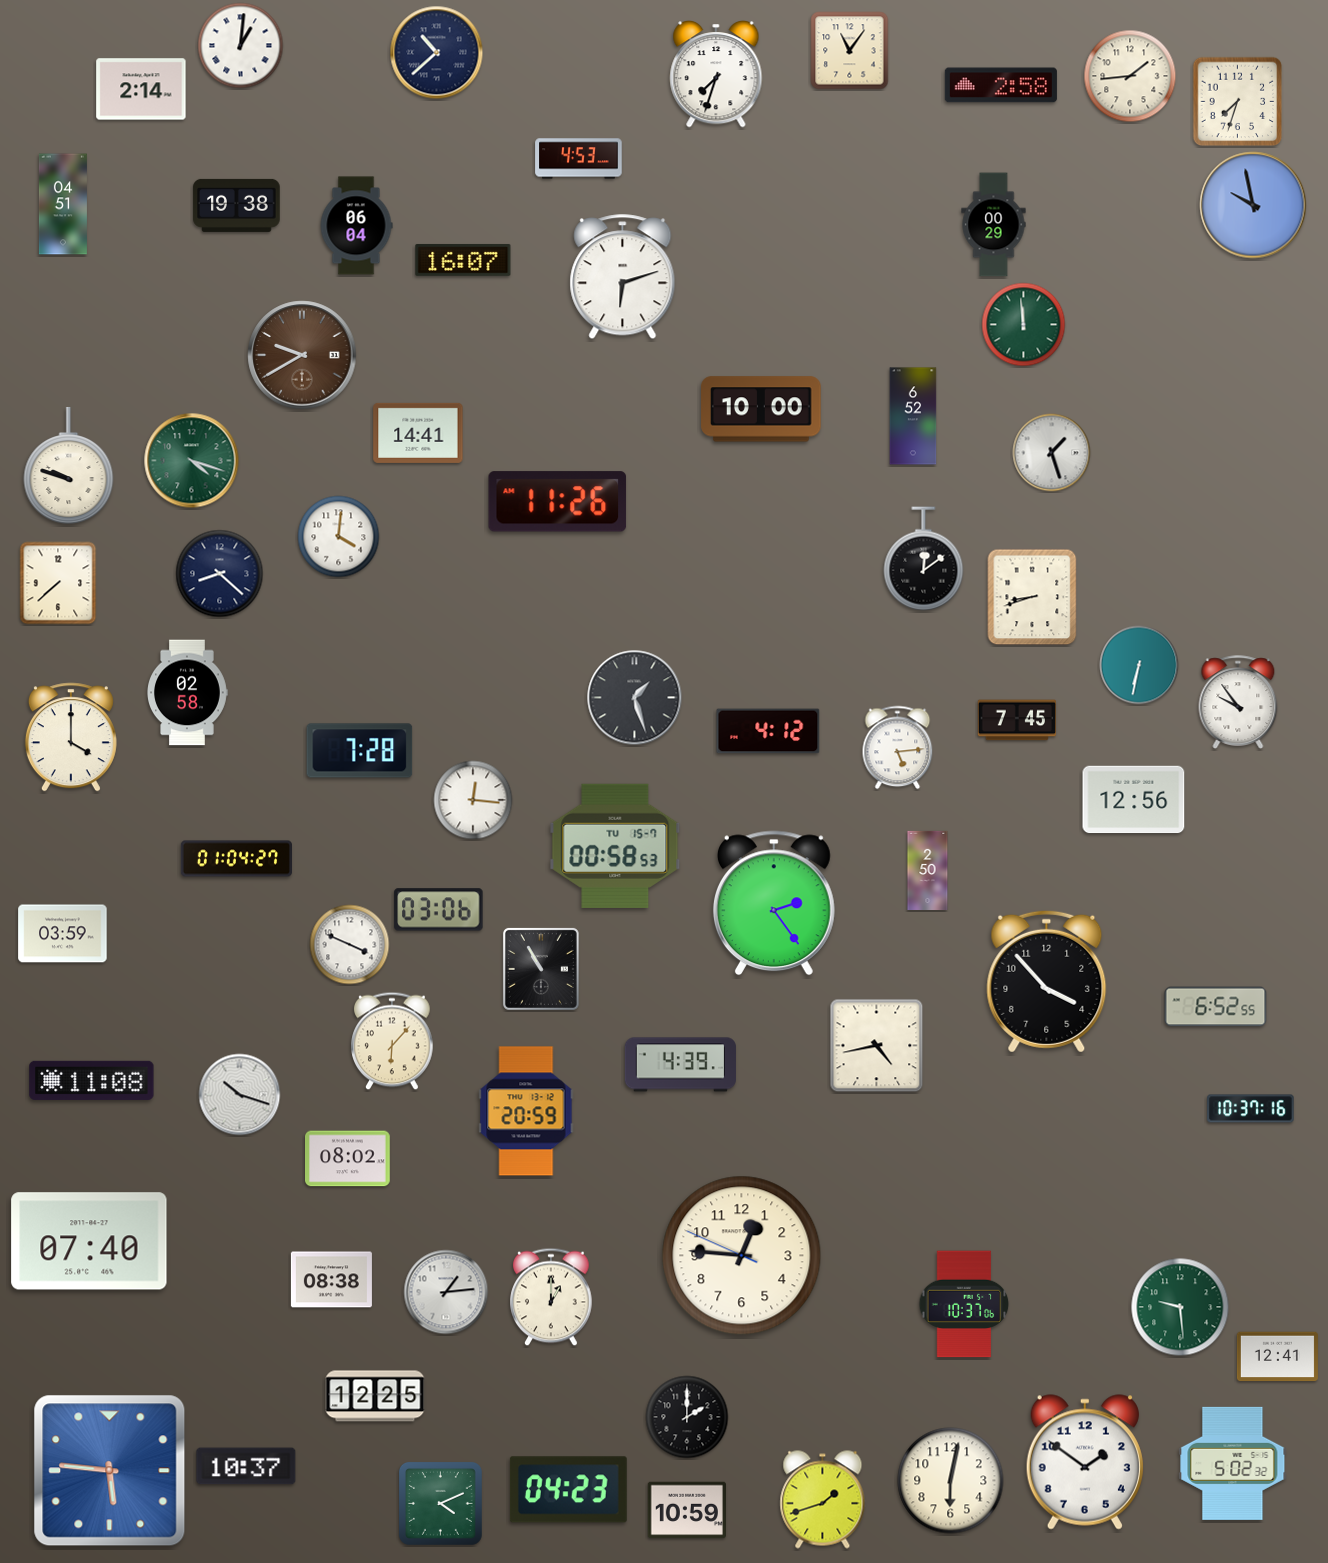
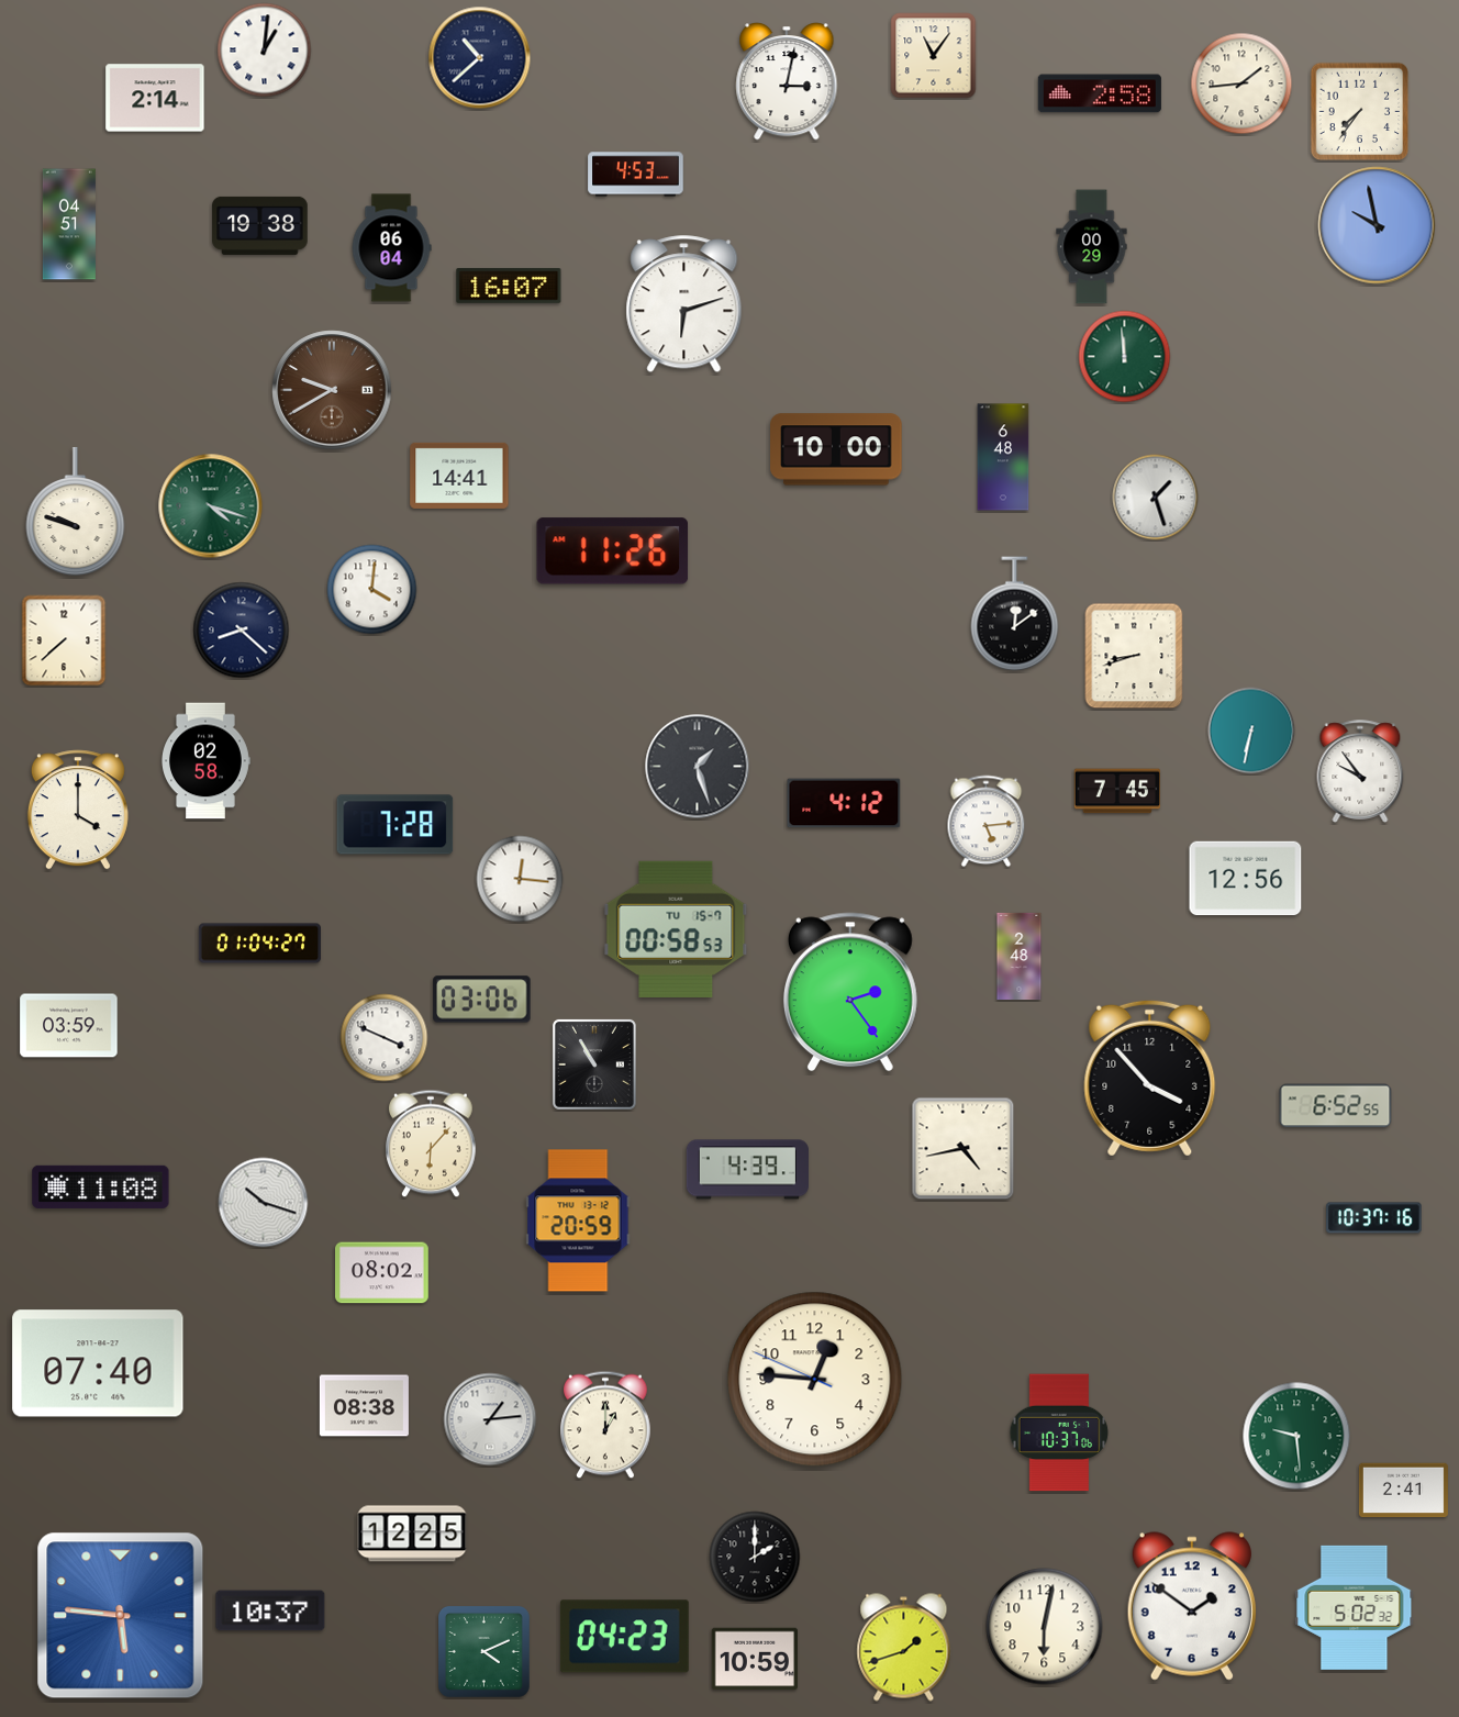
clock at (716, 75): 7:33 -> 3:02
clock at (1238, 102): 7:33 -> 7:36
clock at (913, 416): 6:52 -> 6:48
clock at (928, 870): 2:50 -> 2:48
clock at (1277, 1357): 12:41 -> 2:41
